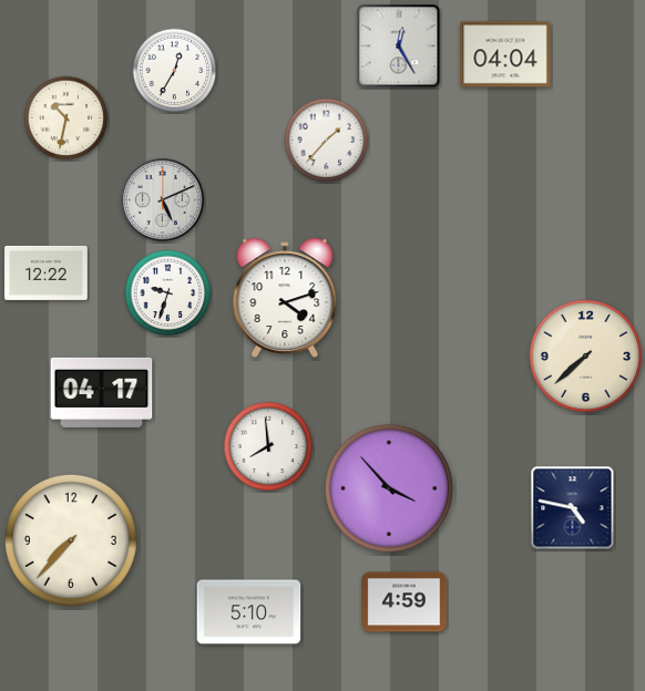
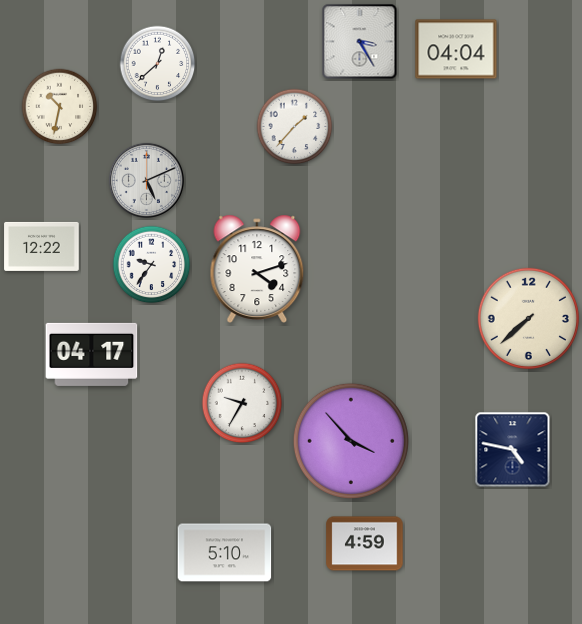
clock at (399, 47): 12:25 -> 3:25
clock at (175, 71): 12:35 -> 12:38
clock at (168, 293): 9:33 -> 9:36
clock at (585, 355) position: (585, 355) -> (528, 318)
clock at (268, 446): 7:59 -> 9:35
clock at (573, 508) position: (573, 508) -> (513, 450)
clock at (71, 540): 7:37 -> none
